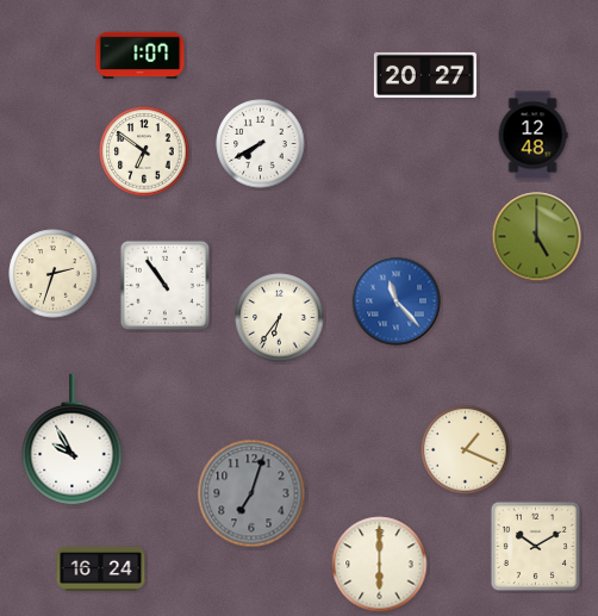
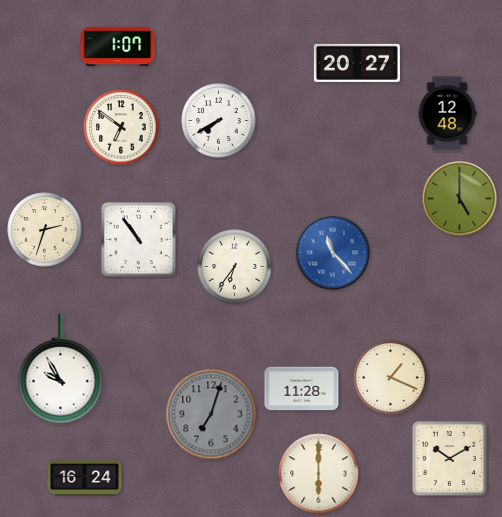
clock at (537, 237) position: (537, 237) -> (460, 199)
clock at (302, 389): none -> 11:28
